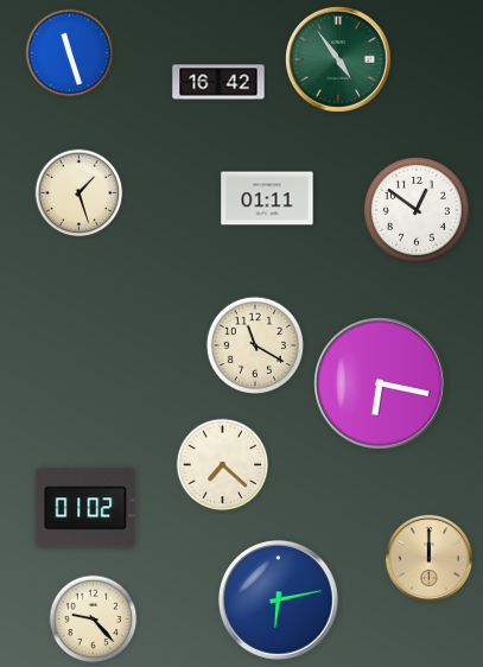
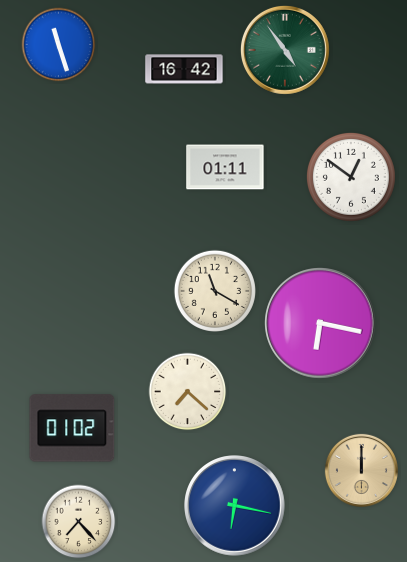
clock at (80, 193): 1:27 -> none
clock at (279, 601): 6:13 -> 6:17
clock at (94, 620): 9:23 -> 7:23
